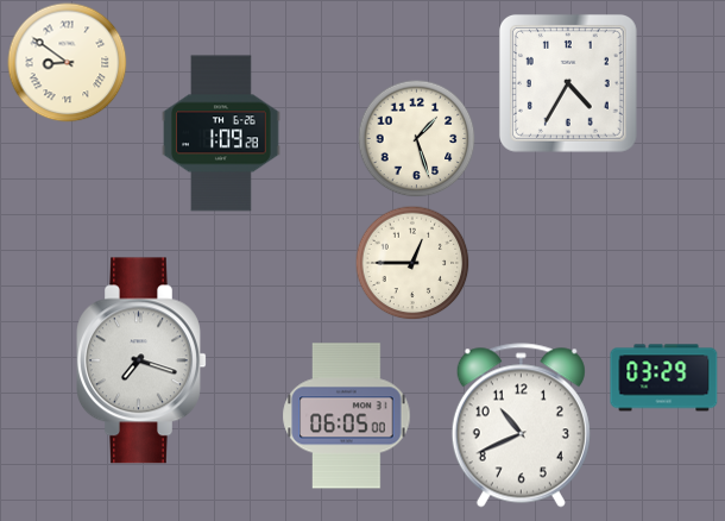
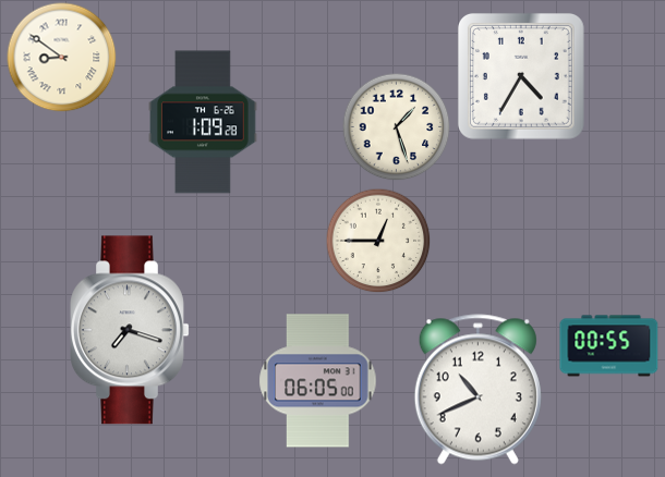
clock at (417, 139) position: (417, 139) -> (397, 127)
clock at (664, 378): 03:29 -> 00:55
